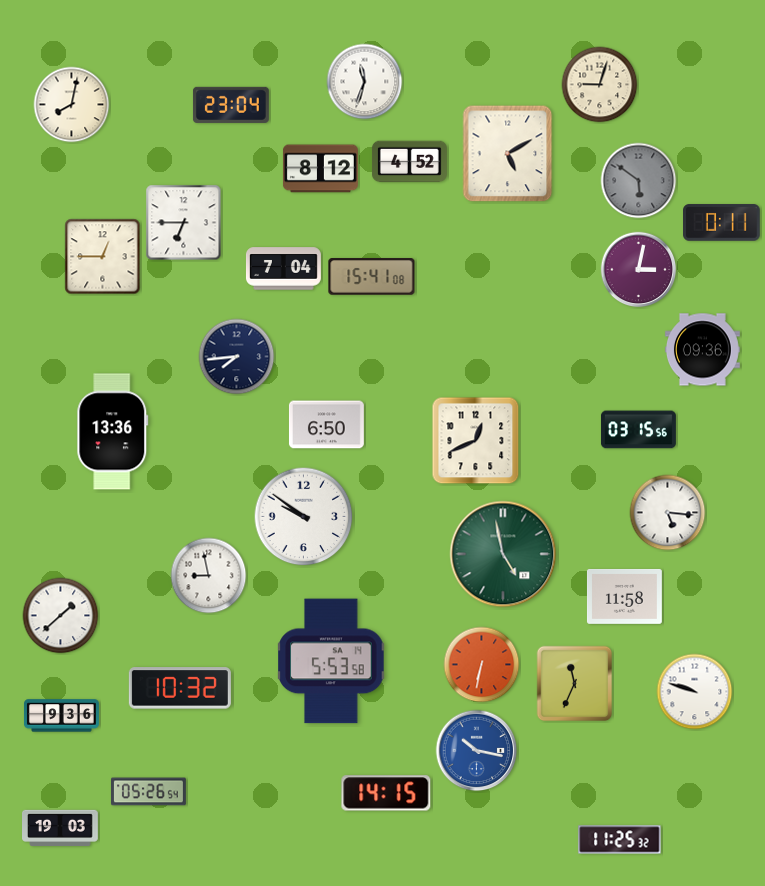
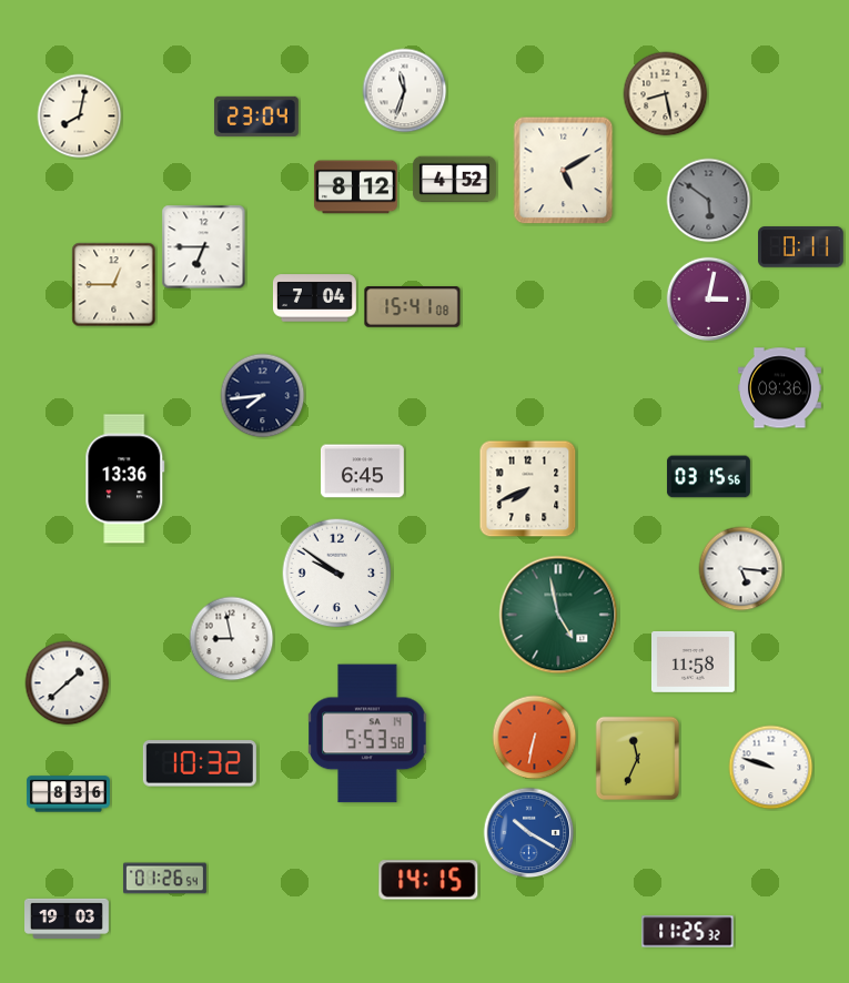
clock at (600, 85): 9:03 -> 8:28
clock at (326, 425): 6:50 -> 6:45
clock at (476, 441): 12:41 -> 7:41
clock at (62, 716): 9:36 -> 8:36
clock at (477, 751): 10:17 -> 10:20
clock at (148, 792): 05:26 -> 01:26
